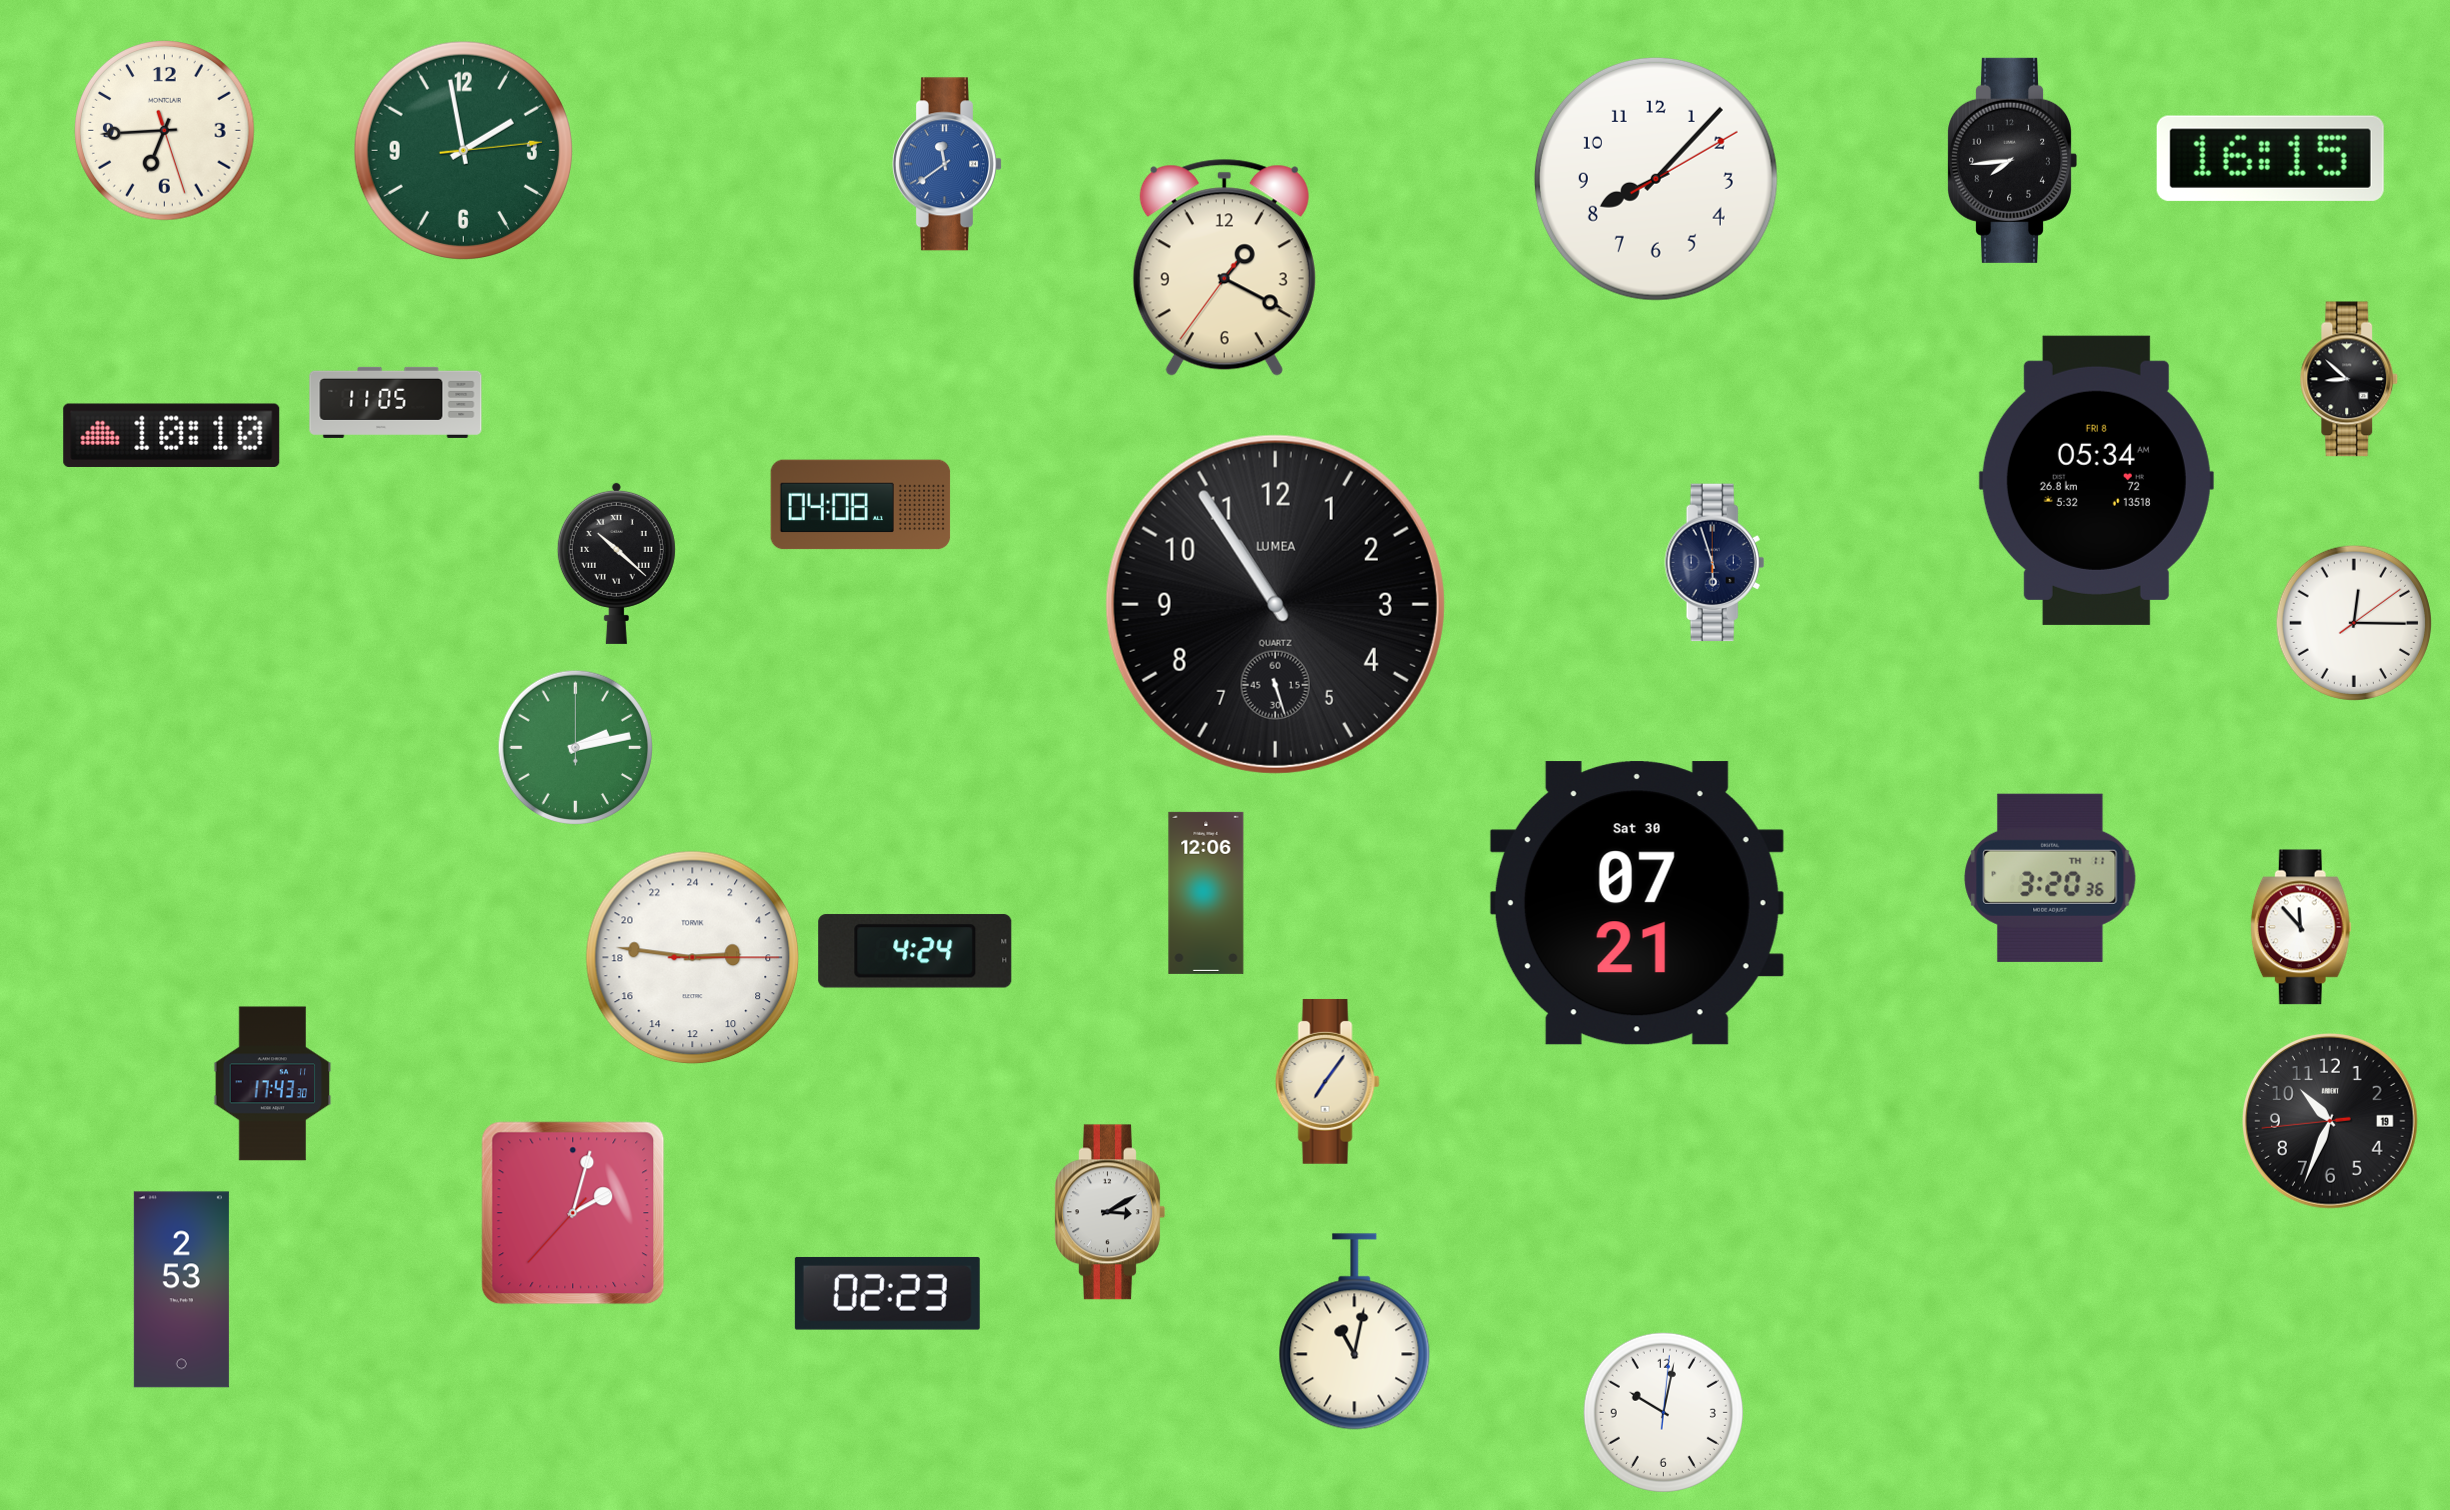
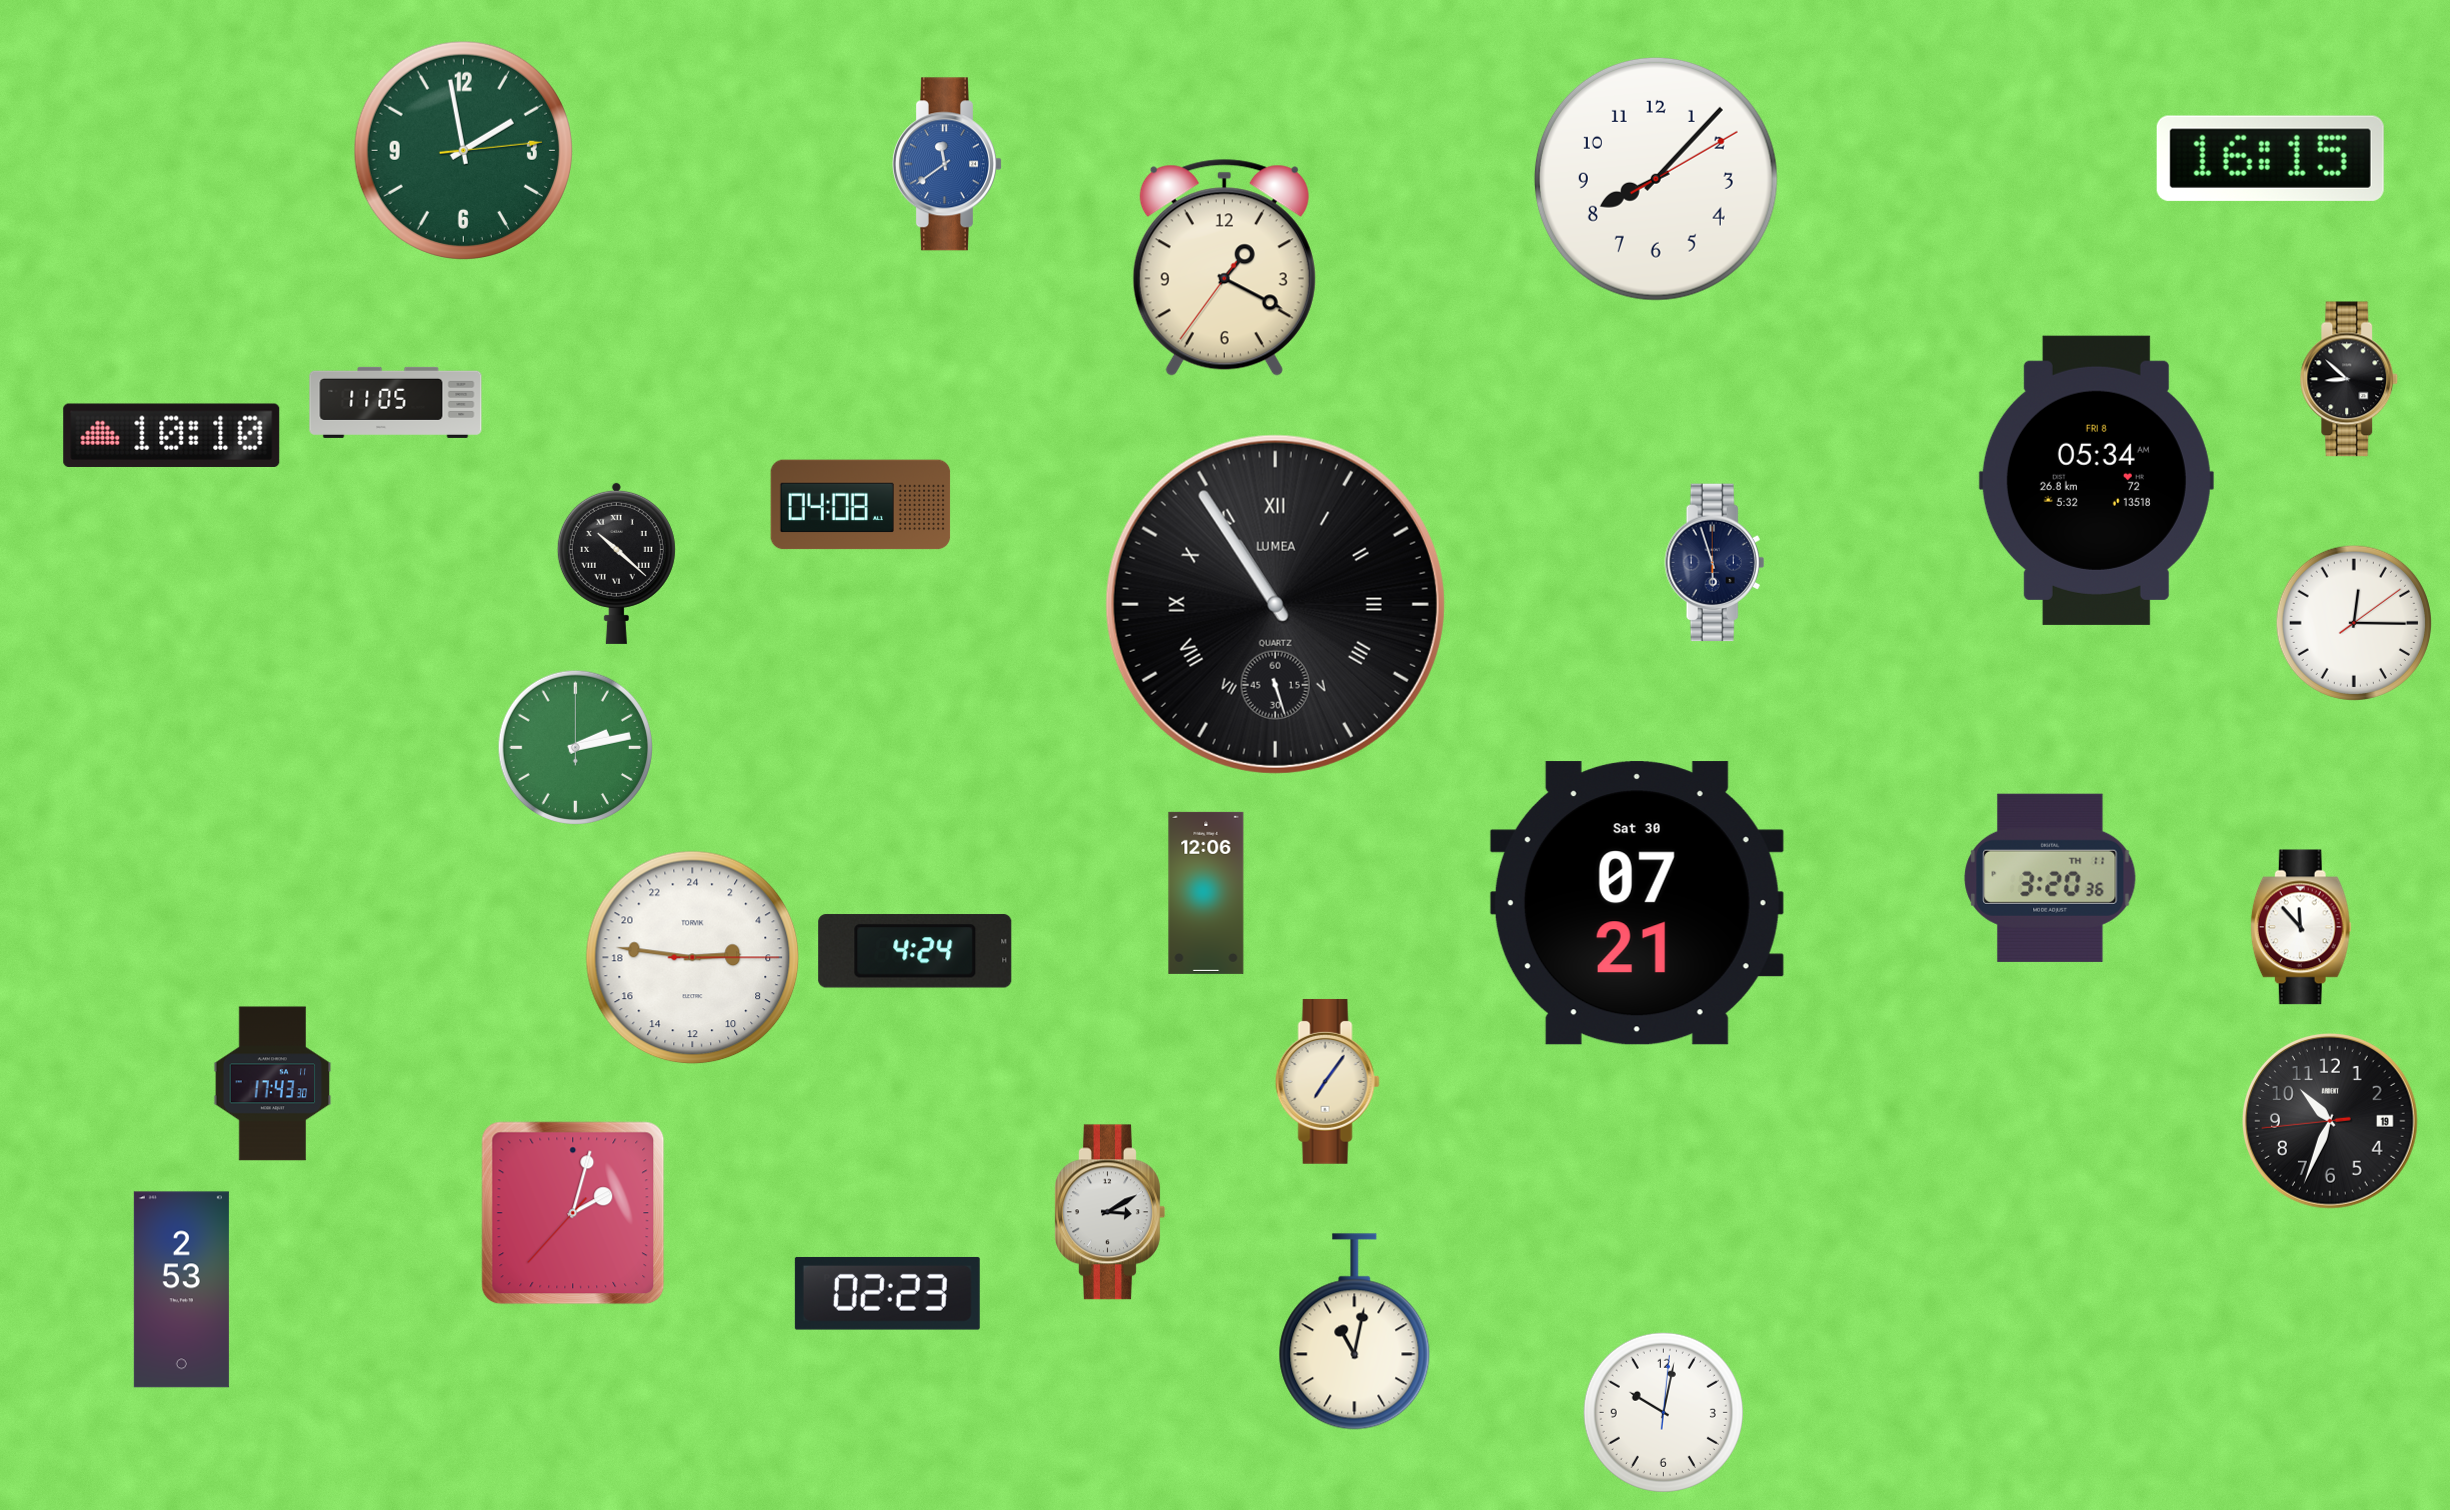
clock at (165, 131): 6:44 -> none
clock at (2012, 160): 7:44 -> none
clock at (1275, 604) numerals: Arabic -> Roman
